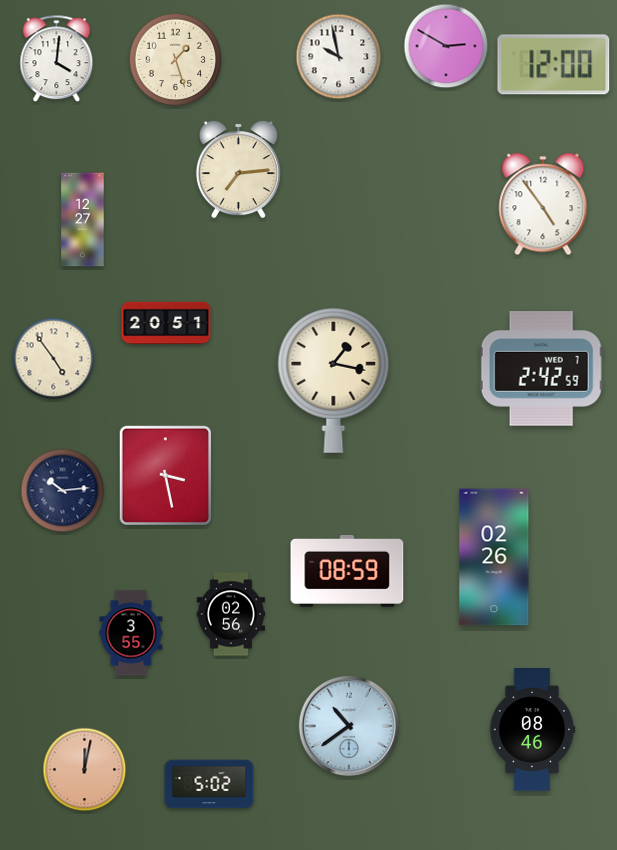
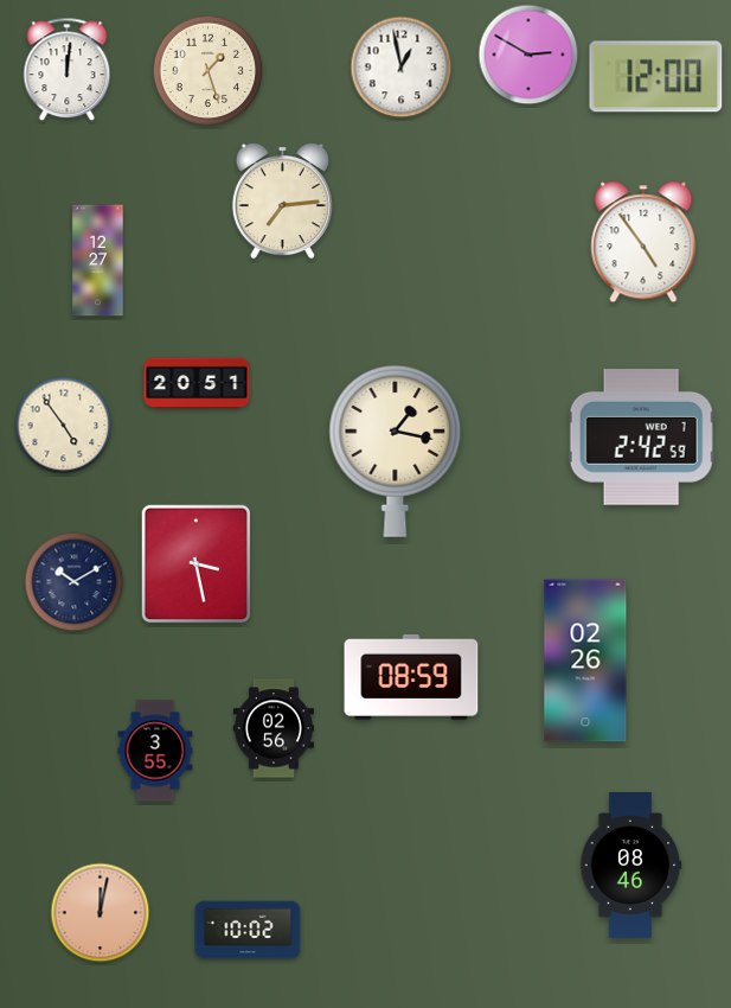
clock at (339, 57): 9:58 -> 12:58
clock at (57, 59): 4:01 -> 12:01
clock at (63, 491): 10:14 -> 10:10
clock at (349, 726): 10:39 -> none
clock at (209, 784): 5:02 -> 10:02
